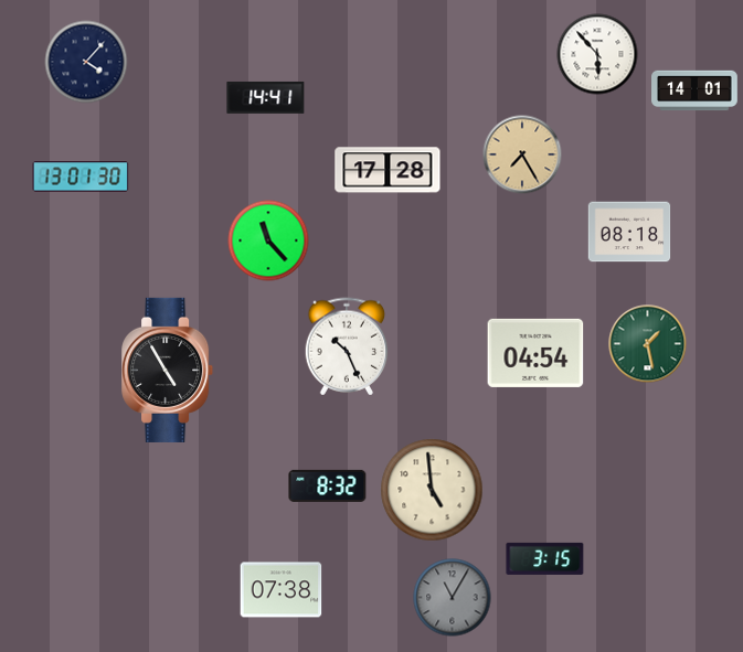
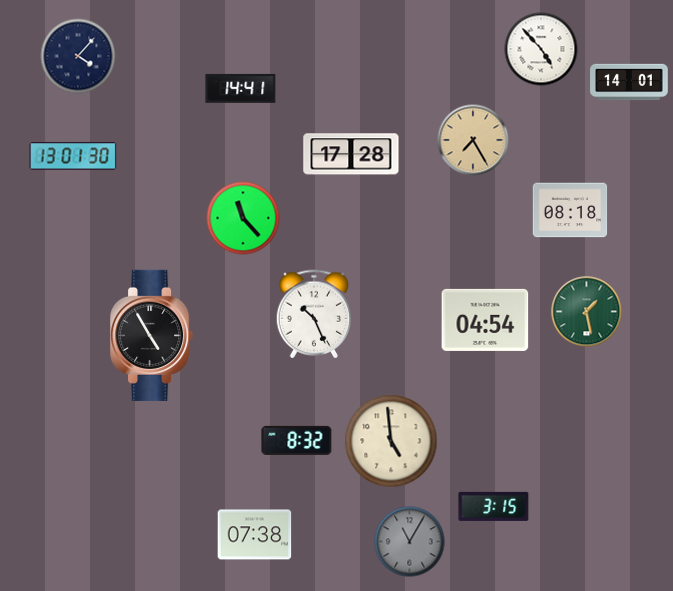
clock at (597, 54): 5:53 -> 4:53
clock at (81, 177) position: (81, 177) -> (73, 156)
clock at (432, 490) position: (432, 490) -> (391, 441)
